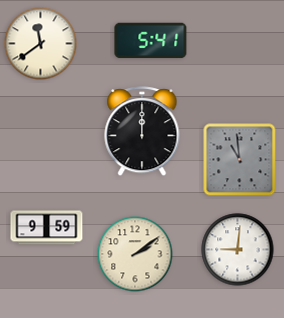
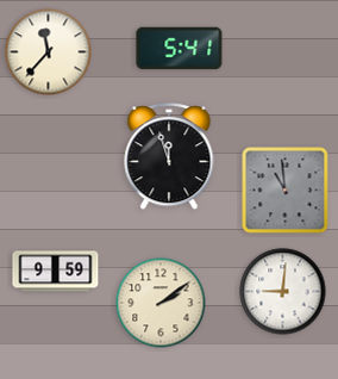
clock at (41, 44): 11:39 -> 11:37
clock at (142, 132): 12:00 -> 11:57
clock at (238, 250) position: (238, 250) -> (283, 292)
